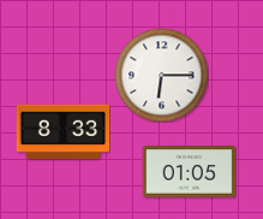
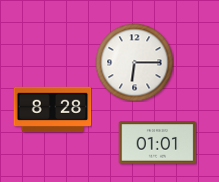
clock at (62, 131): 8:33 -> 8:28
clock at (189, 172): 01:05 -> 01:01
